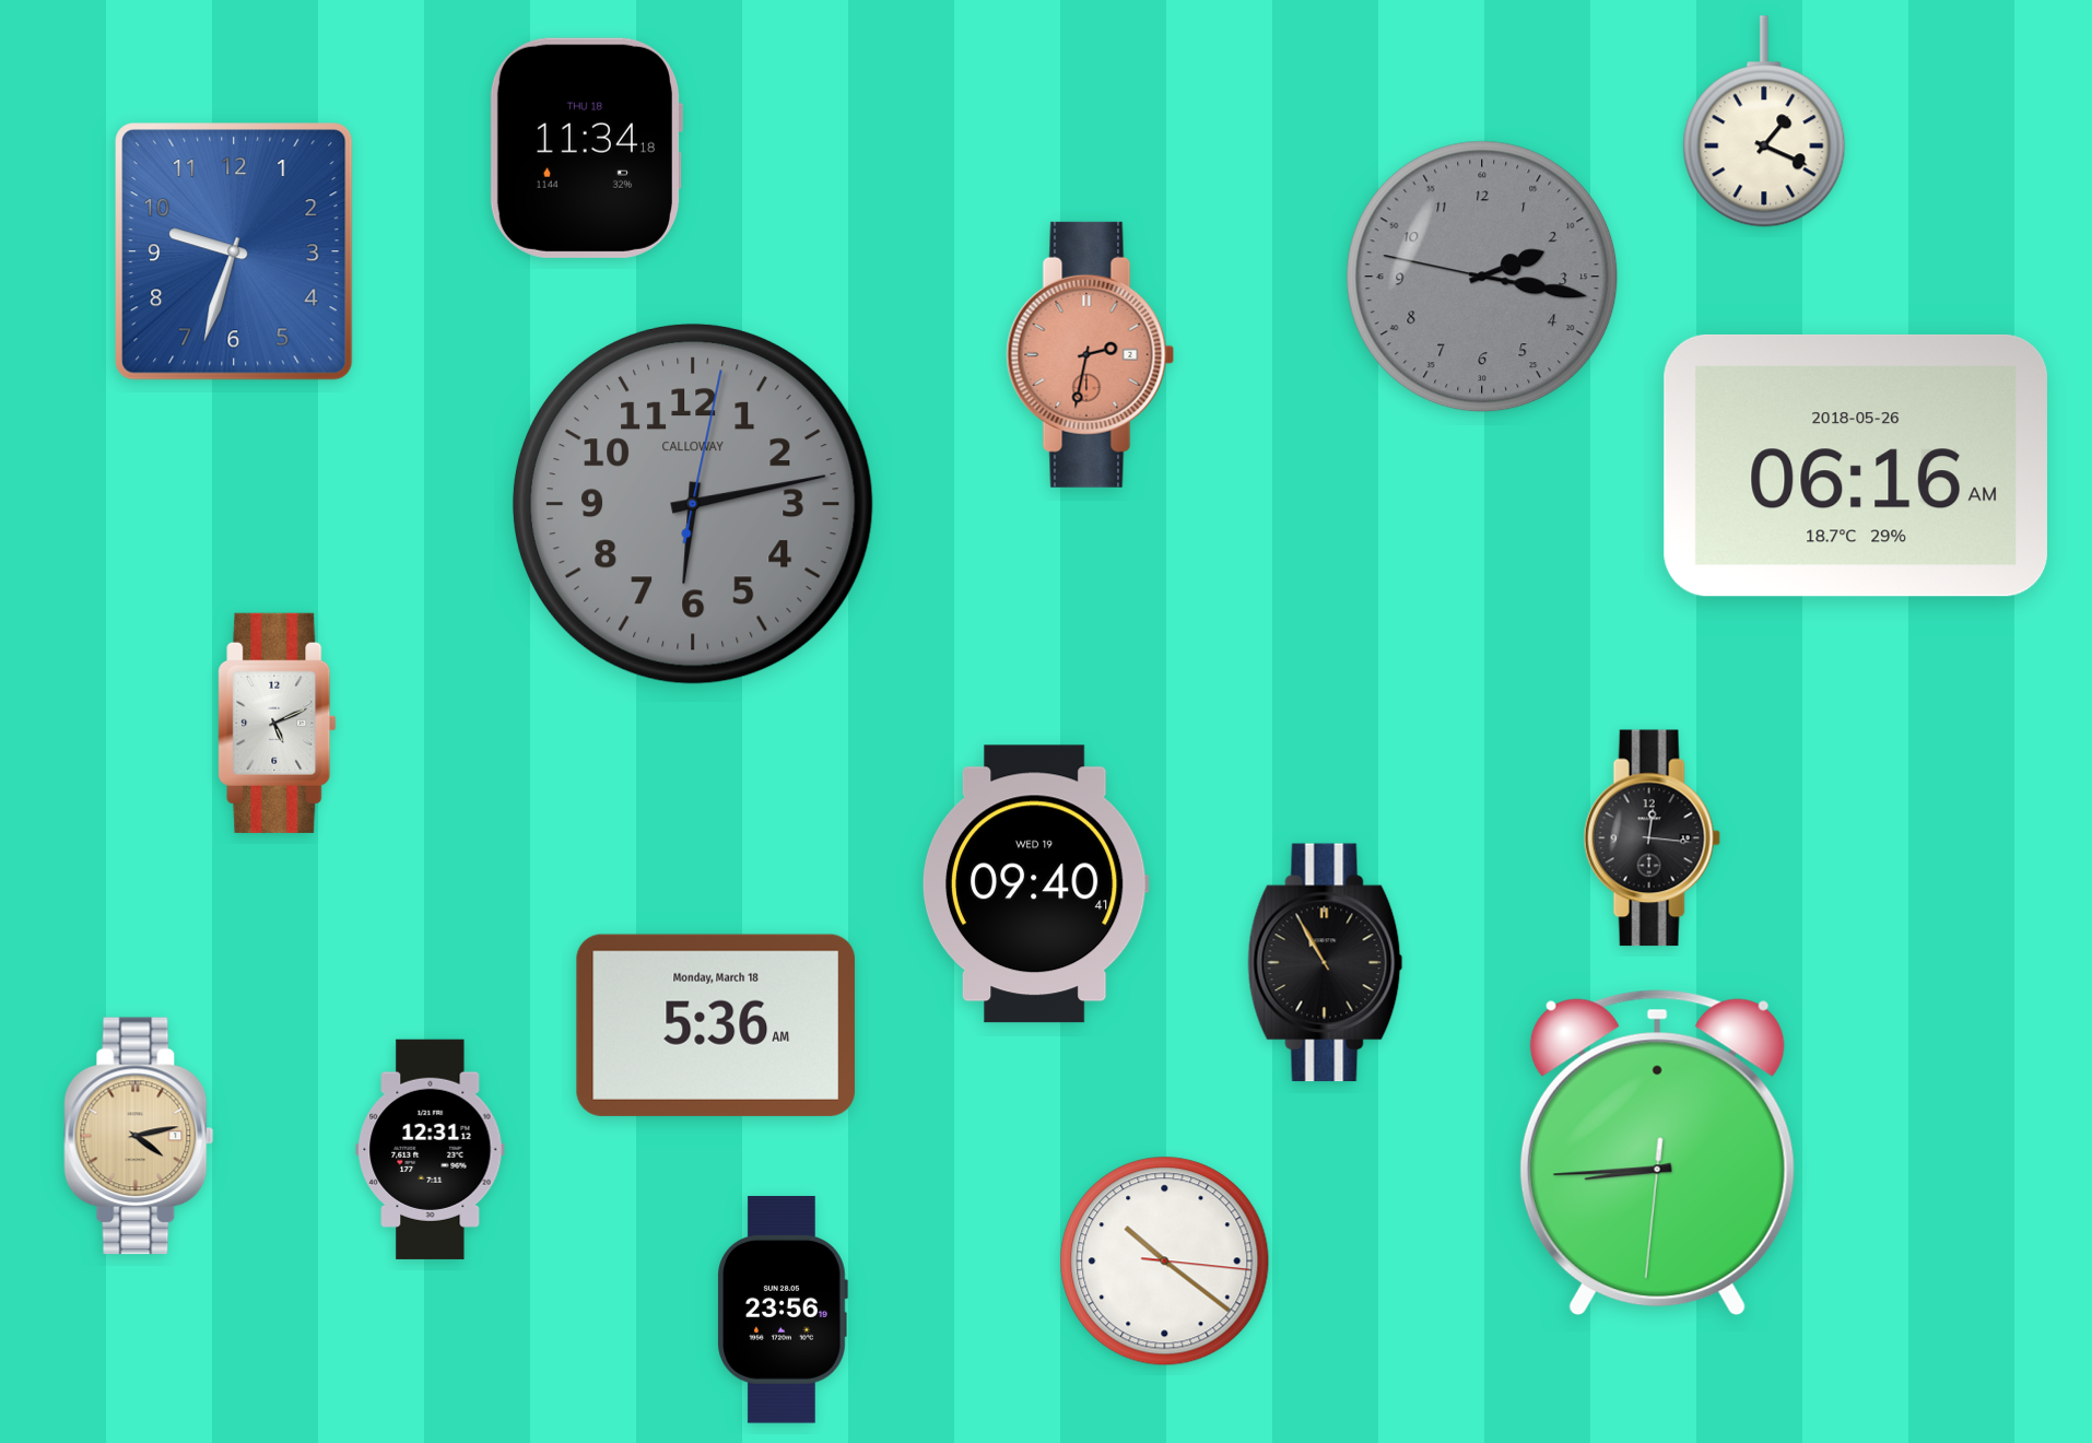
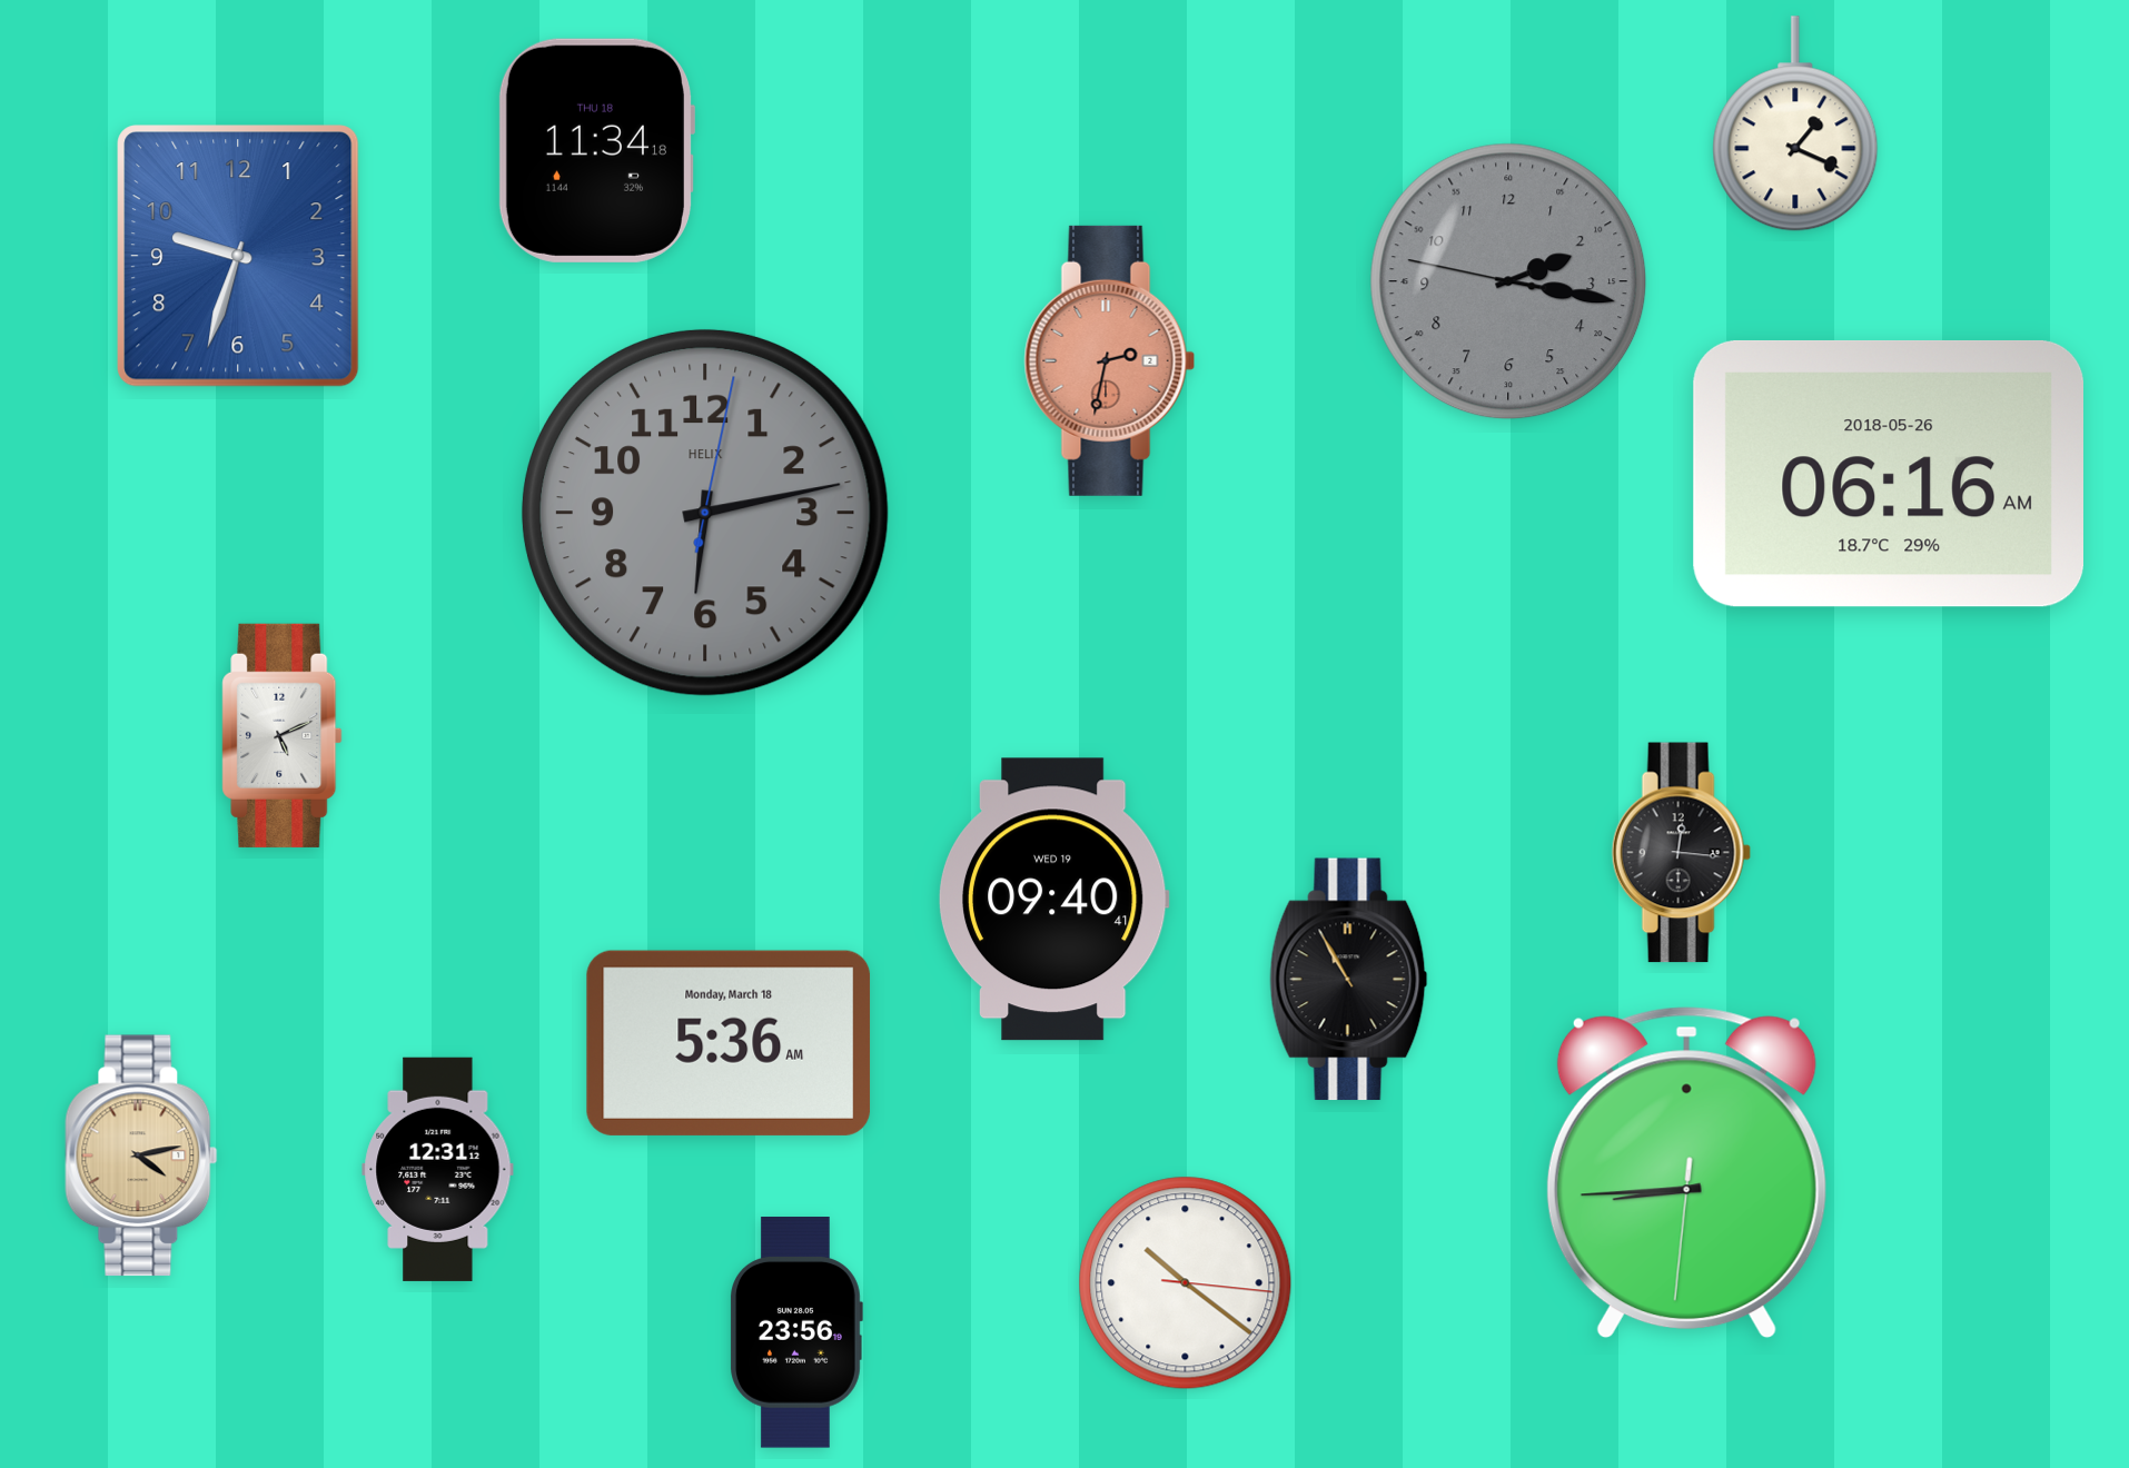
clock at (693, 504) brand: CALLOWAY -> HELIX
